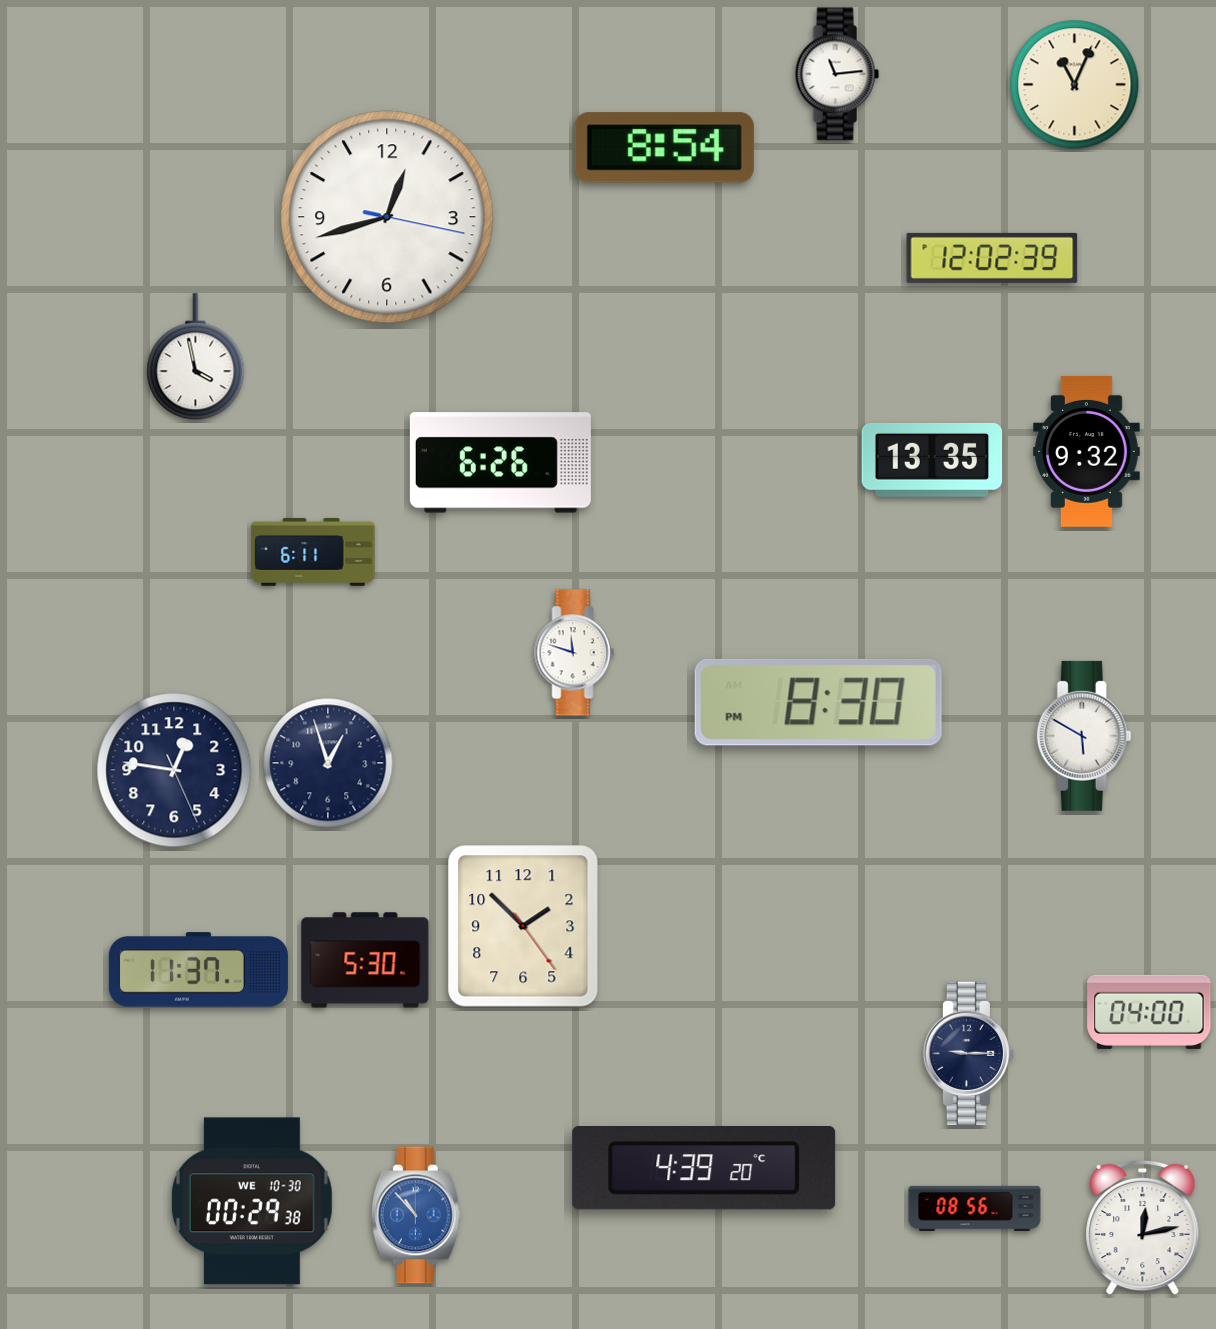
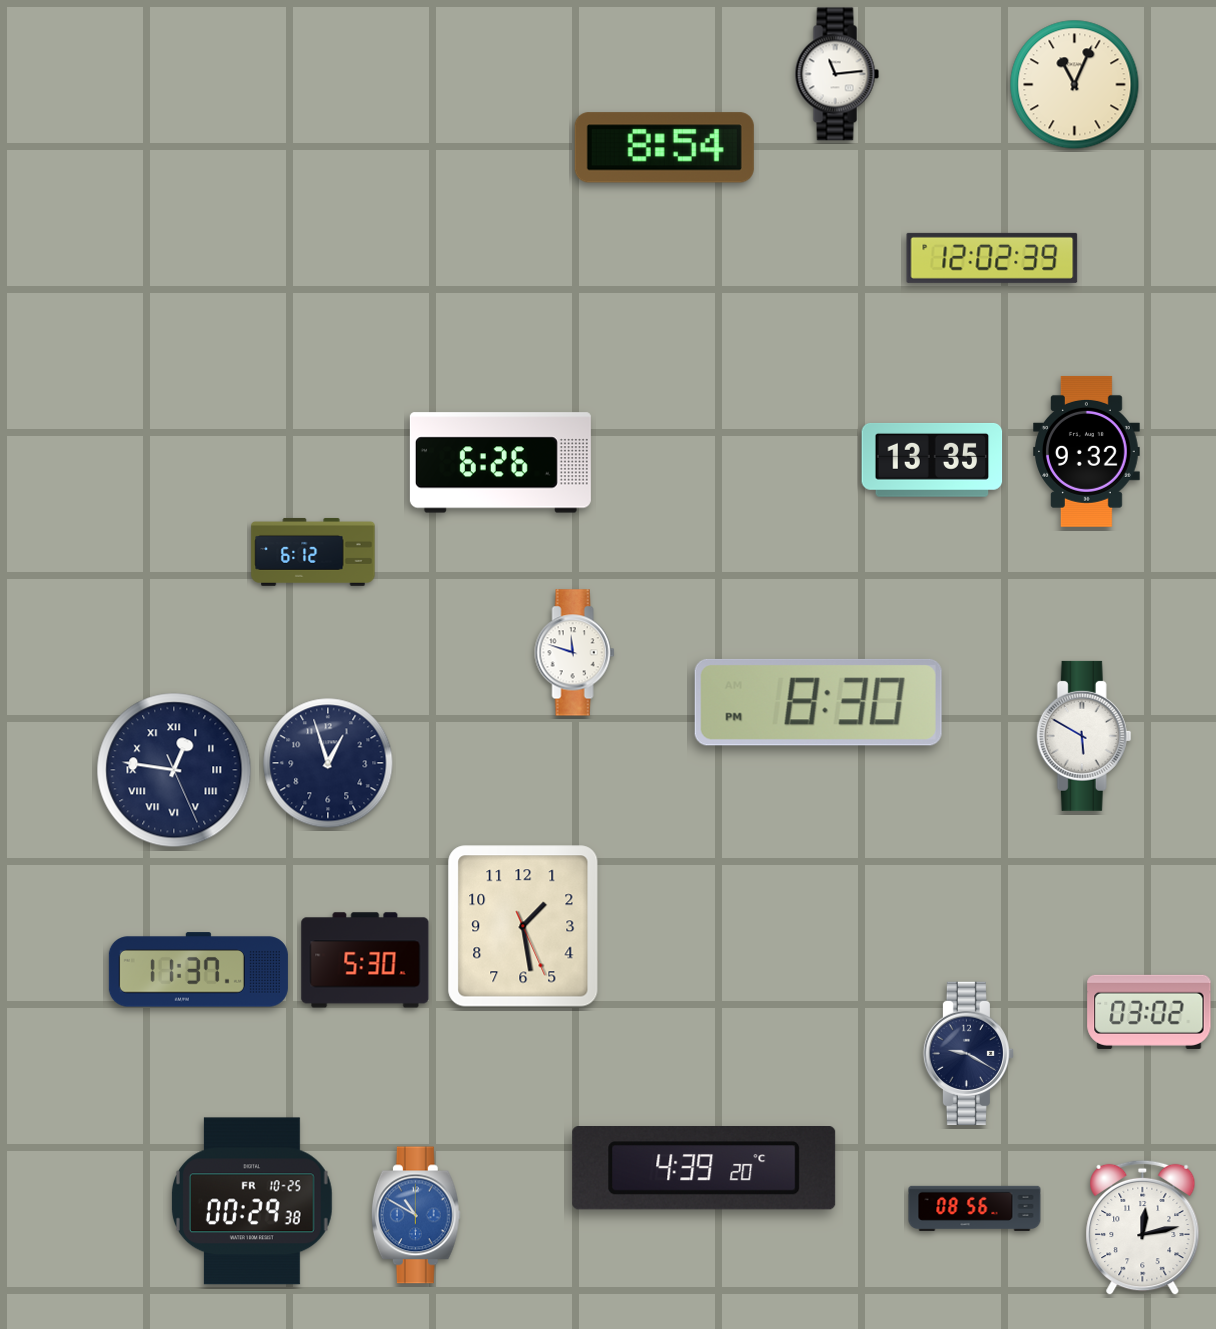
clock at (387, 217): 12:42 -> none
clock at (196, 357): 3:58 -> none
clock at (313, 552): 6:11 -> 6:12
clock at (174, 770) numerals: Arabic -> Roman
clock at (523, 926): 1:52 -> 1:28
clock at (1149, 1012): 04:00 -> 03:02
clock at (968, 1053): 9:15 -> 9:20
clock at (252, 1201) date: WE 10-30 -> FR 10-25
clock at (416, 1215): 10:53 -> 10:50
